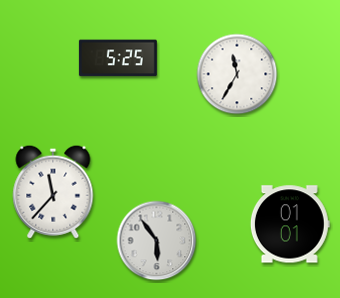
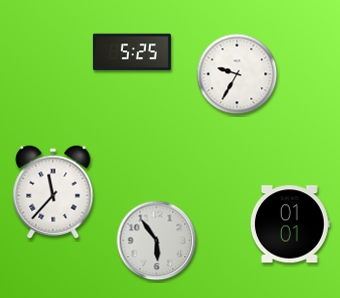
clock at (118, 58) position: (118, 58) -> (132, 52)
clock at (237, 74): 11:35 -> 9:35
